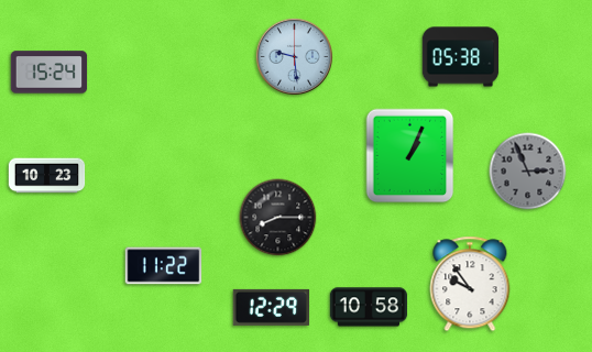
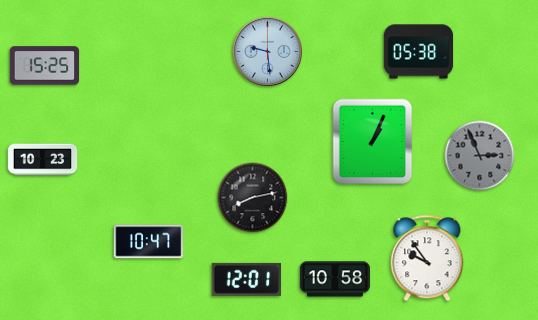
clock at (50, 73): 15:24 -> 15:25
clock at (278, 218): 8:15 -> 8:13
clock at (164, 266): 11:22 -> 10:47
clock at (272, 307): 12:29 -> 12:01
